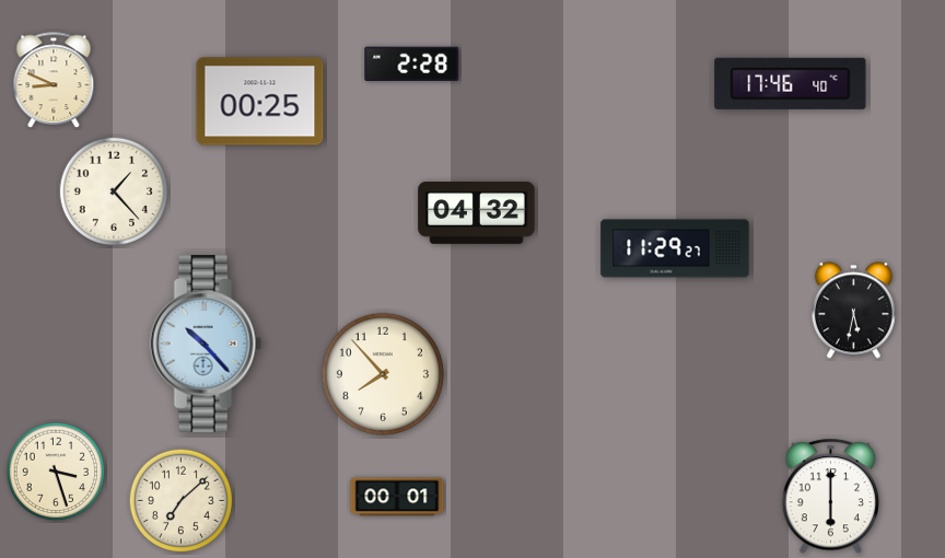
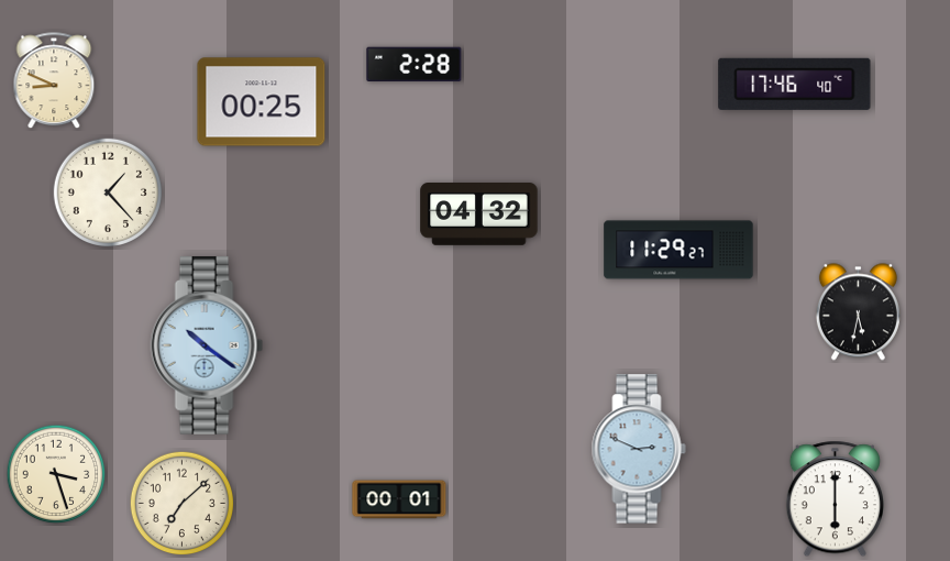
clock at (113, 190) position: (113, 190) -> (107, 191)
clock at (206, 345): 10:23 -> 10:21
clock at (383, 374): 7:53 -> none
clock at (639, 449): none -> 2:49
